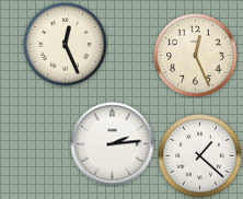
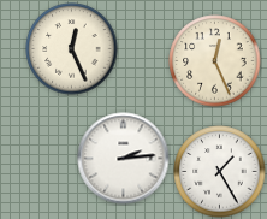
clock at (200, 156): 1:22 -> 1:25
